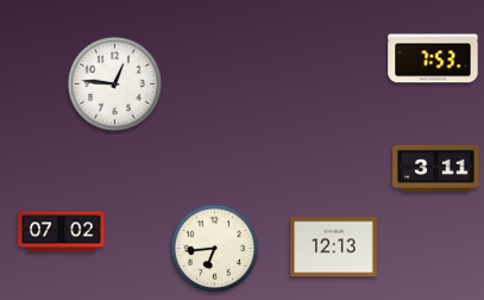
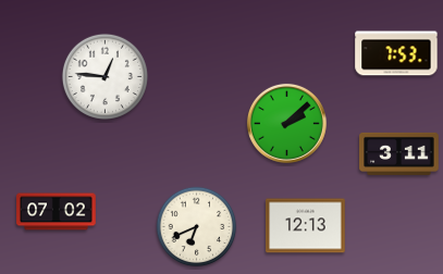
clock at (286, 123): none -> 2:08
clock at (215, 249): 6:44 -> 6:41
